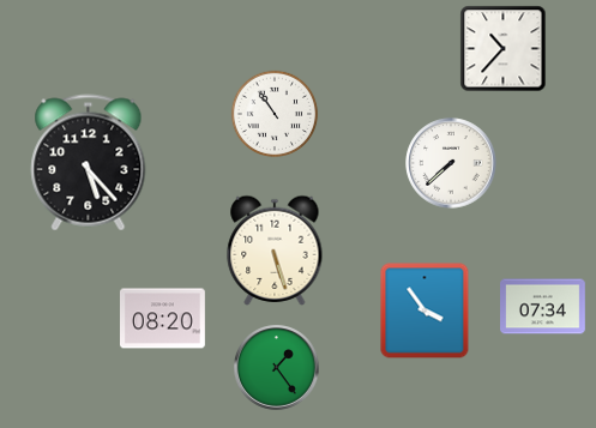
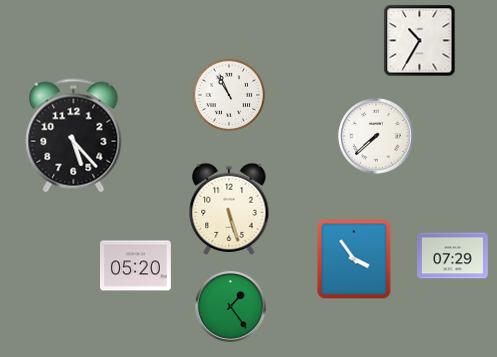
clock at (504, 49): 10:37 -> 10:35
clock at (275, 114): 10:54 -> 10:56
clock at (543, 307): 07:34 -> 07:29
clock at (163, 319): 08:20 -> 05:20
